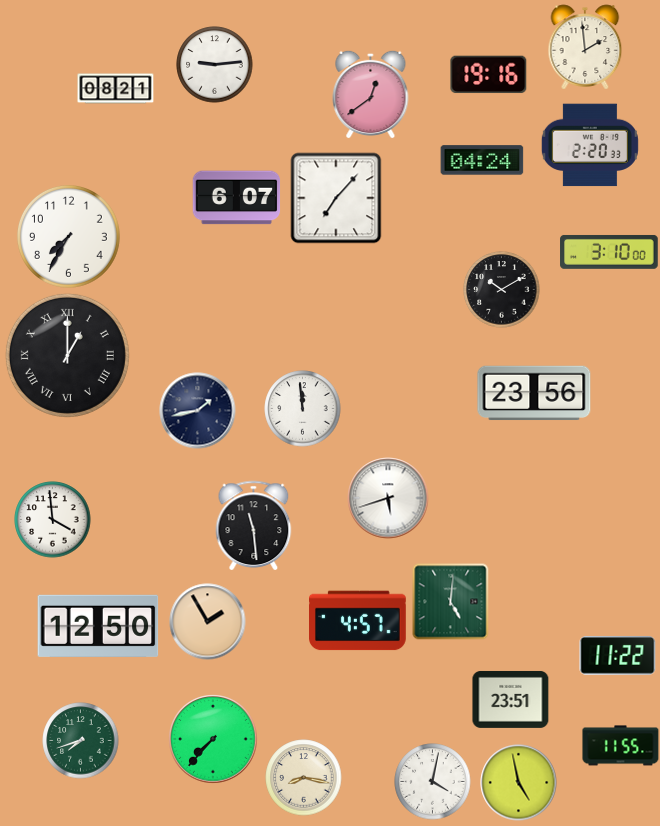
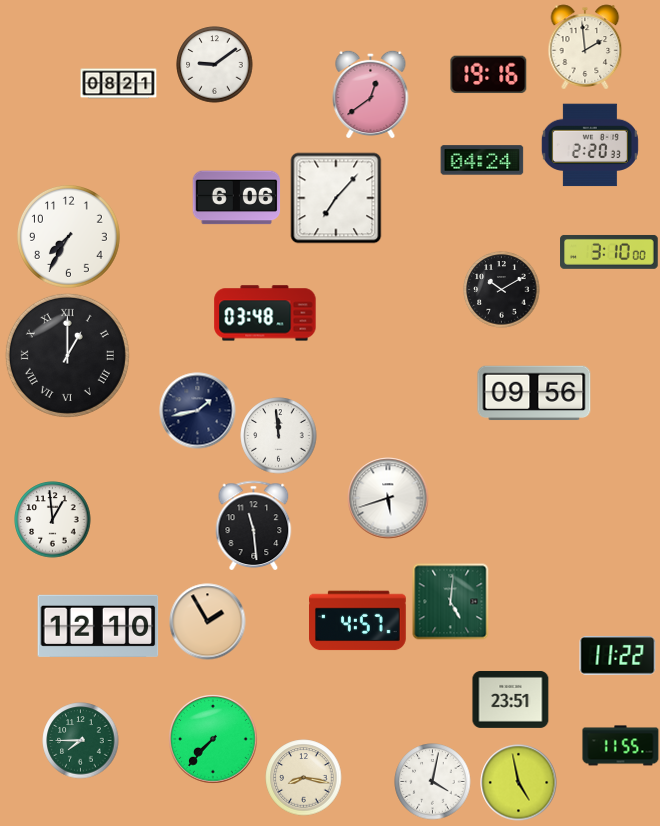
clock at (215, 65): 9:14 -> 9:09
clock at (116, 89) position: (116, 89) -> (119, 84)
clock at (237, 198): 6:07 -> 6:06
clock at (265, 313): none -> 03:48
clock at (534, 393): 23:56 -> 09:56
clock at (303, 409) position: (303, 409) -> (279, 436)
clock at (53, 520): 3:59 -> 12:59
clock at (98, 626): 12:50 -> 12:10
clock at (81, 741): 7:42 -> 7:45
